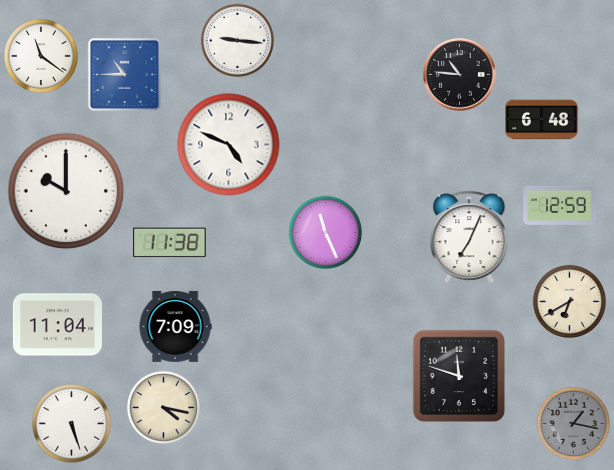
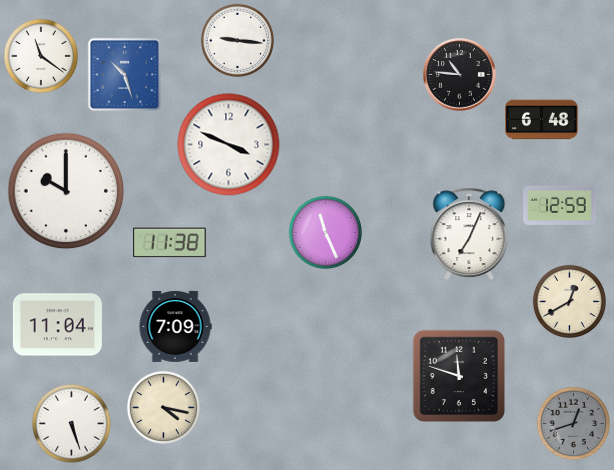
clock at (125, 75): 10:45 -> 10:27
clock at (229, 145): 4:49 -> 3:49
clock at (469, 236) position: (469, 236) -> (469, 233)
clock at (569, 301): 6:40 -> 12:40
clock at (573, 423): 1:17 -> 12:42
